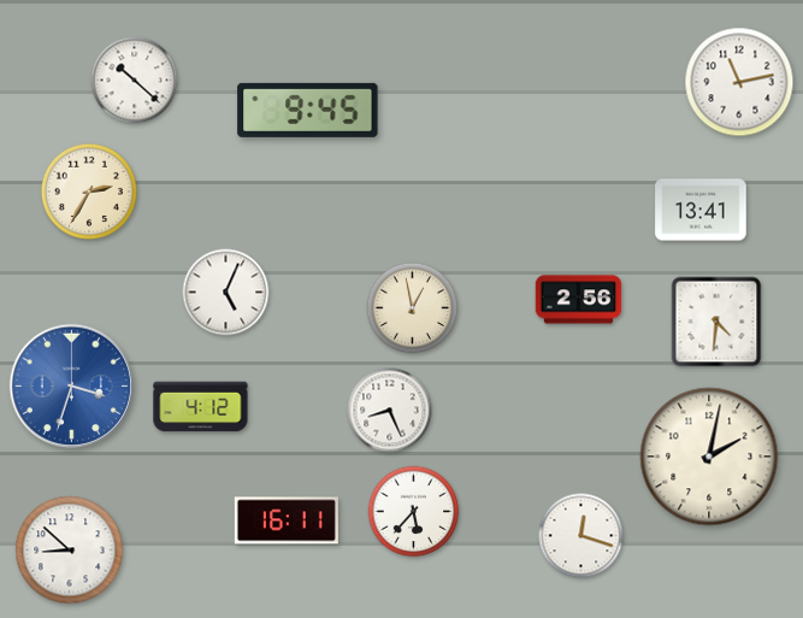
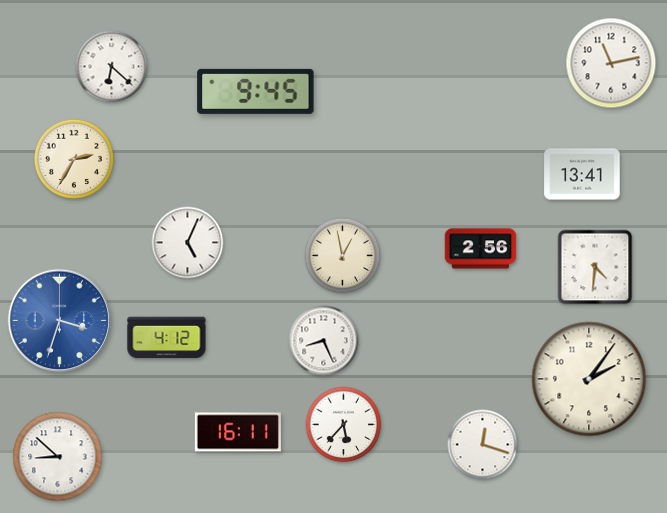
clock at (135, 81): 10:22 -> 6:22
clock at (739, 82) position: (739, 82) -> (611, 63)
clock at (709, 457): 2:02 -> 2:06
